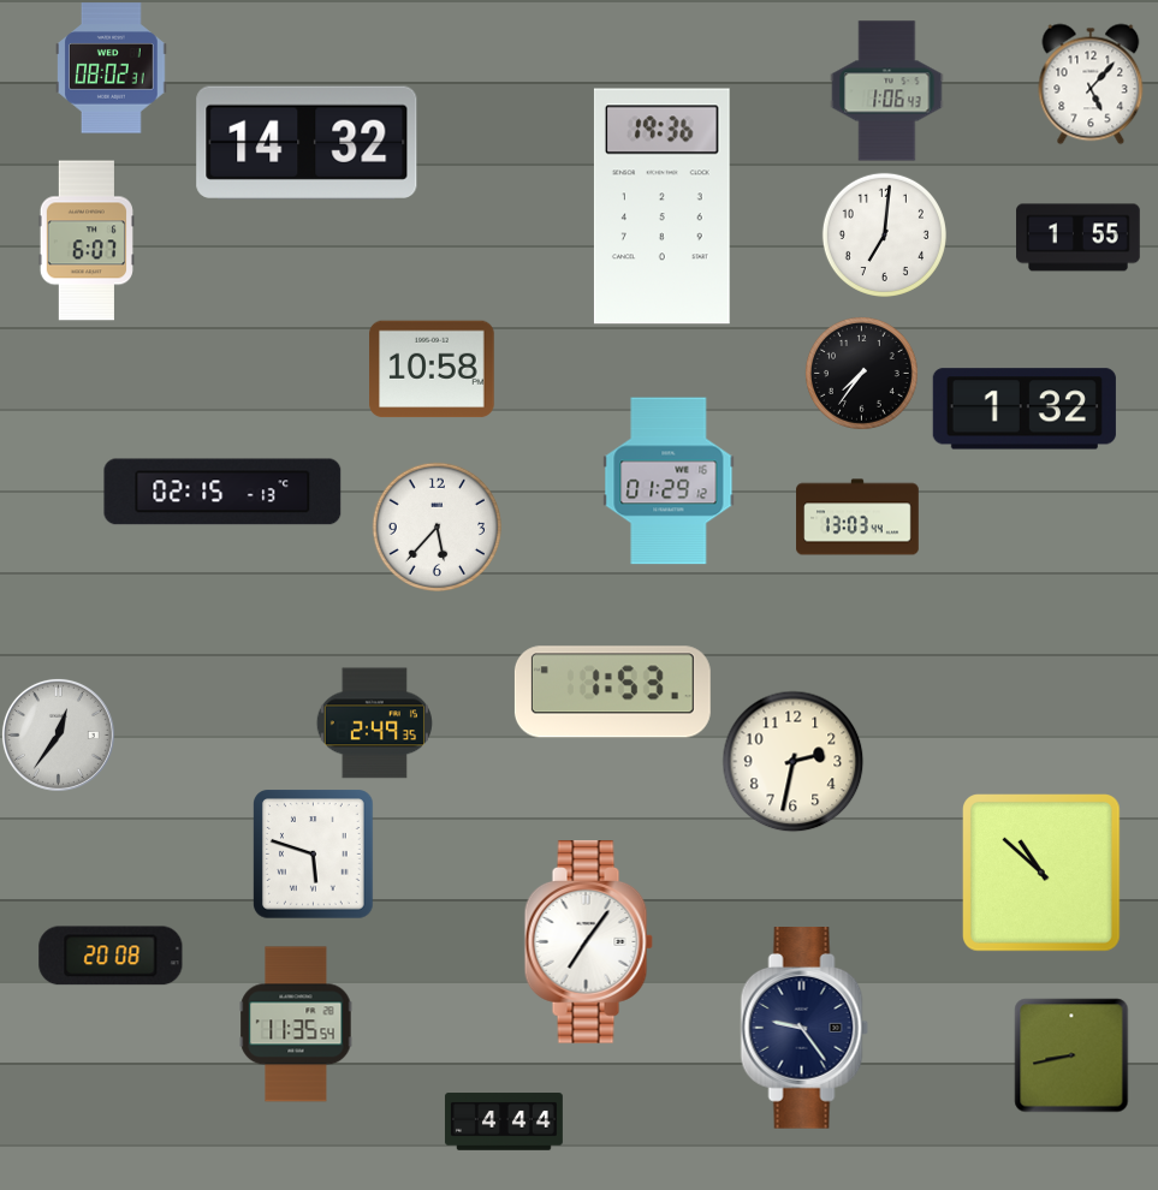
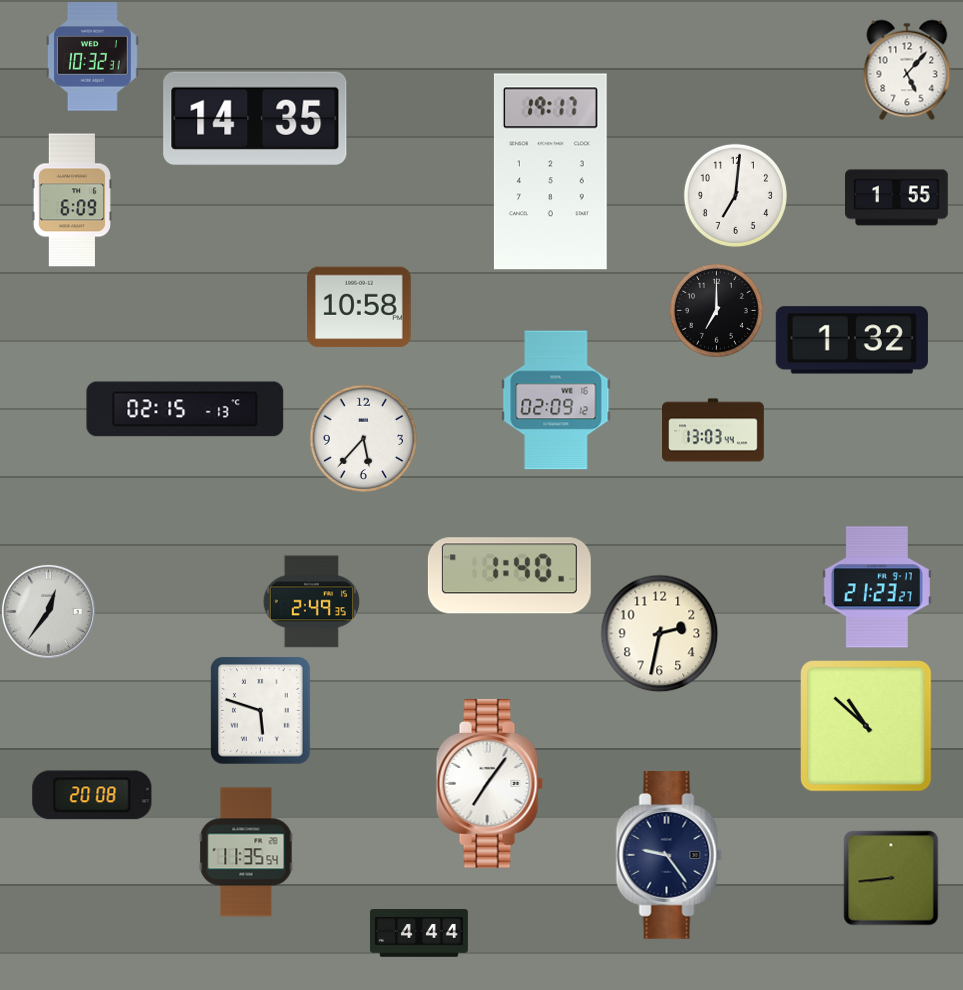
clock at (112, 69): 08:02 -> 10:32
clock at (887, 91): 1:06 -> none
clock at (307, 143): 14:32 -> 14:35
clock at (661, 207): 19:36 -> 19:17
clock at (87, 240): 6:07 -> 6:09
clock at (861, 373): 7:36 -> 7:00
clock at (669, 481): 01:29 -> 02:09
clock at (612, 692): 1:53 -> 1:40
clock at (877, 587): none -> 21:23
clock at (1071, 1055): 8:43 -> 8:44
